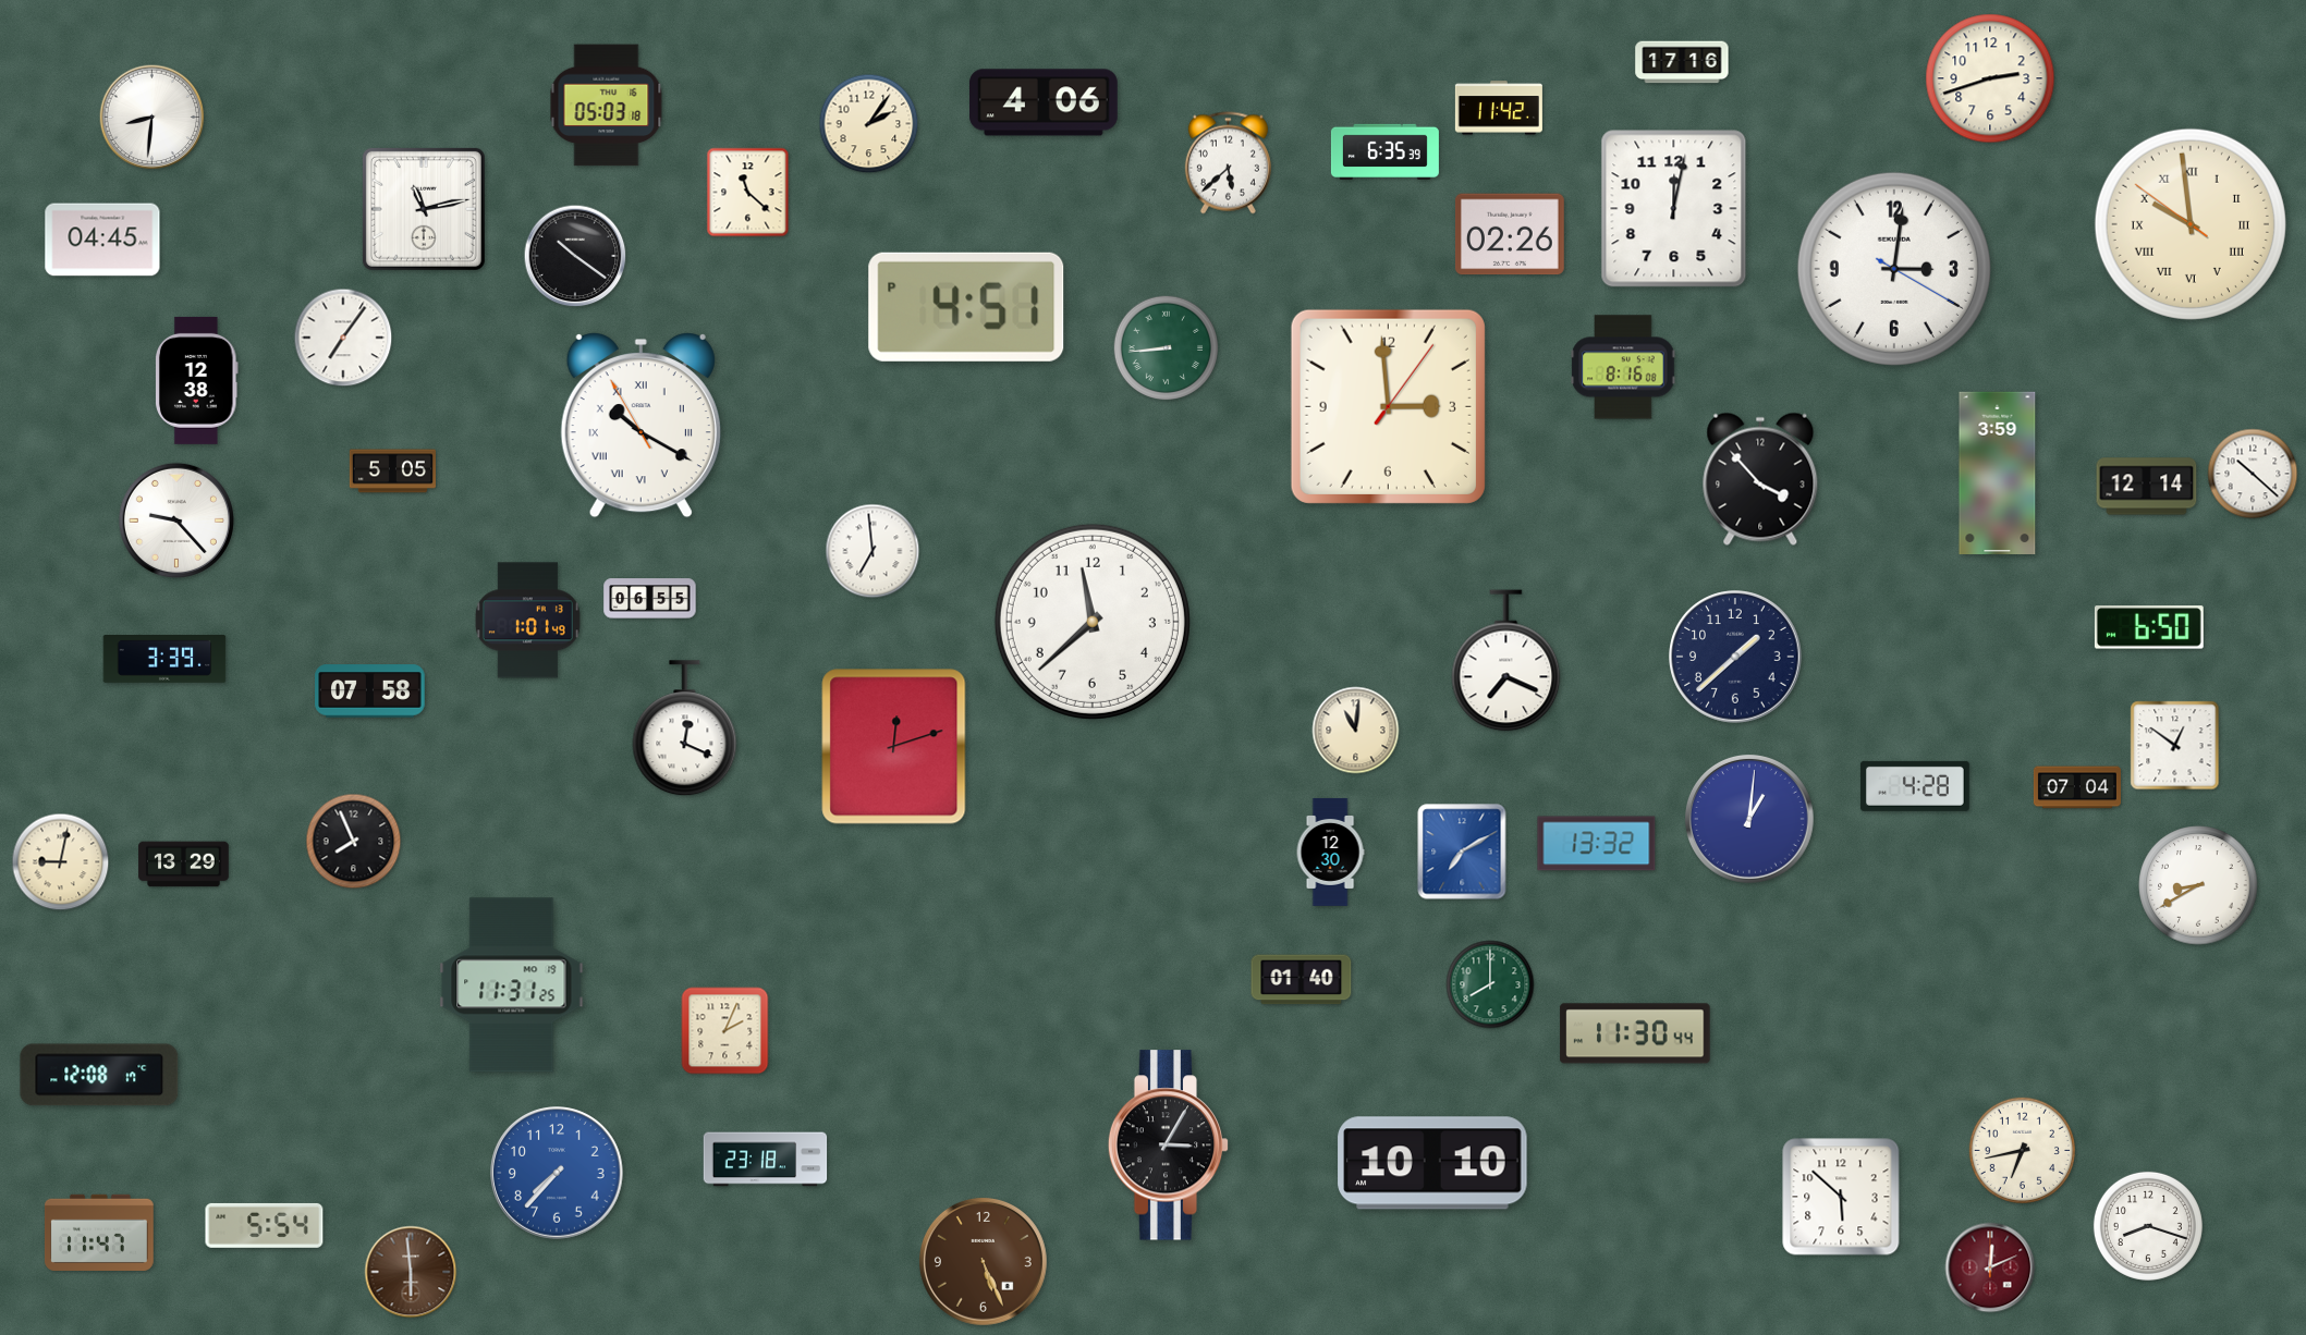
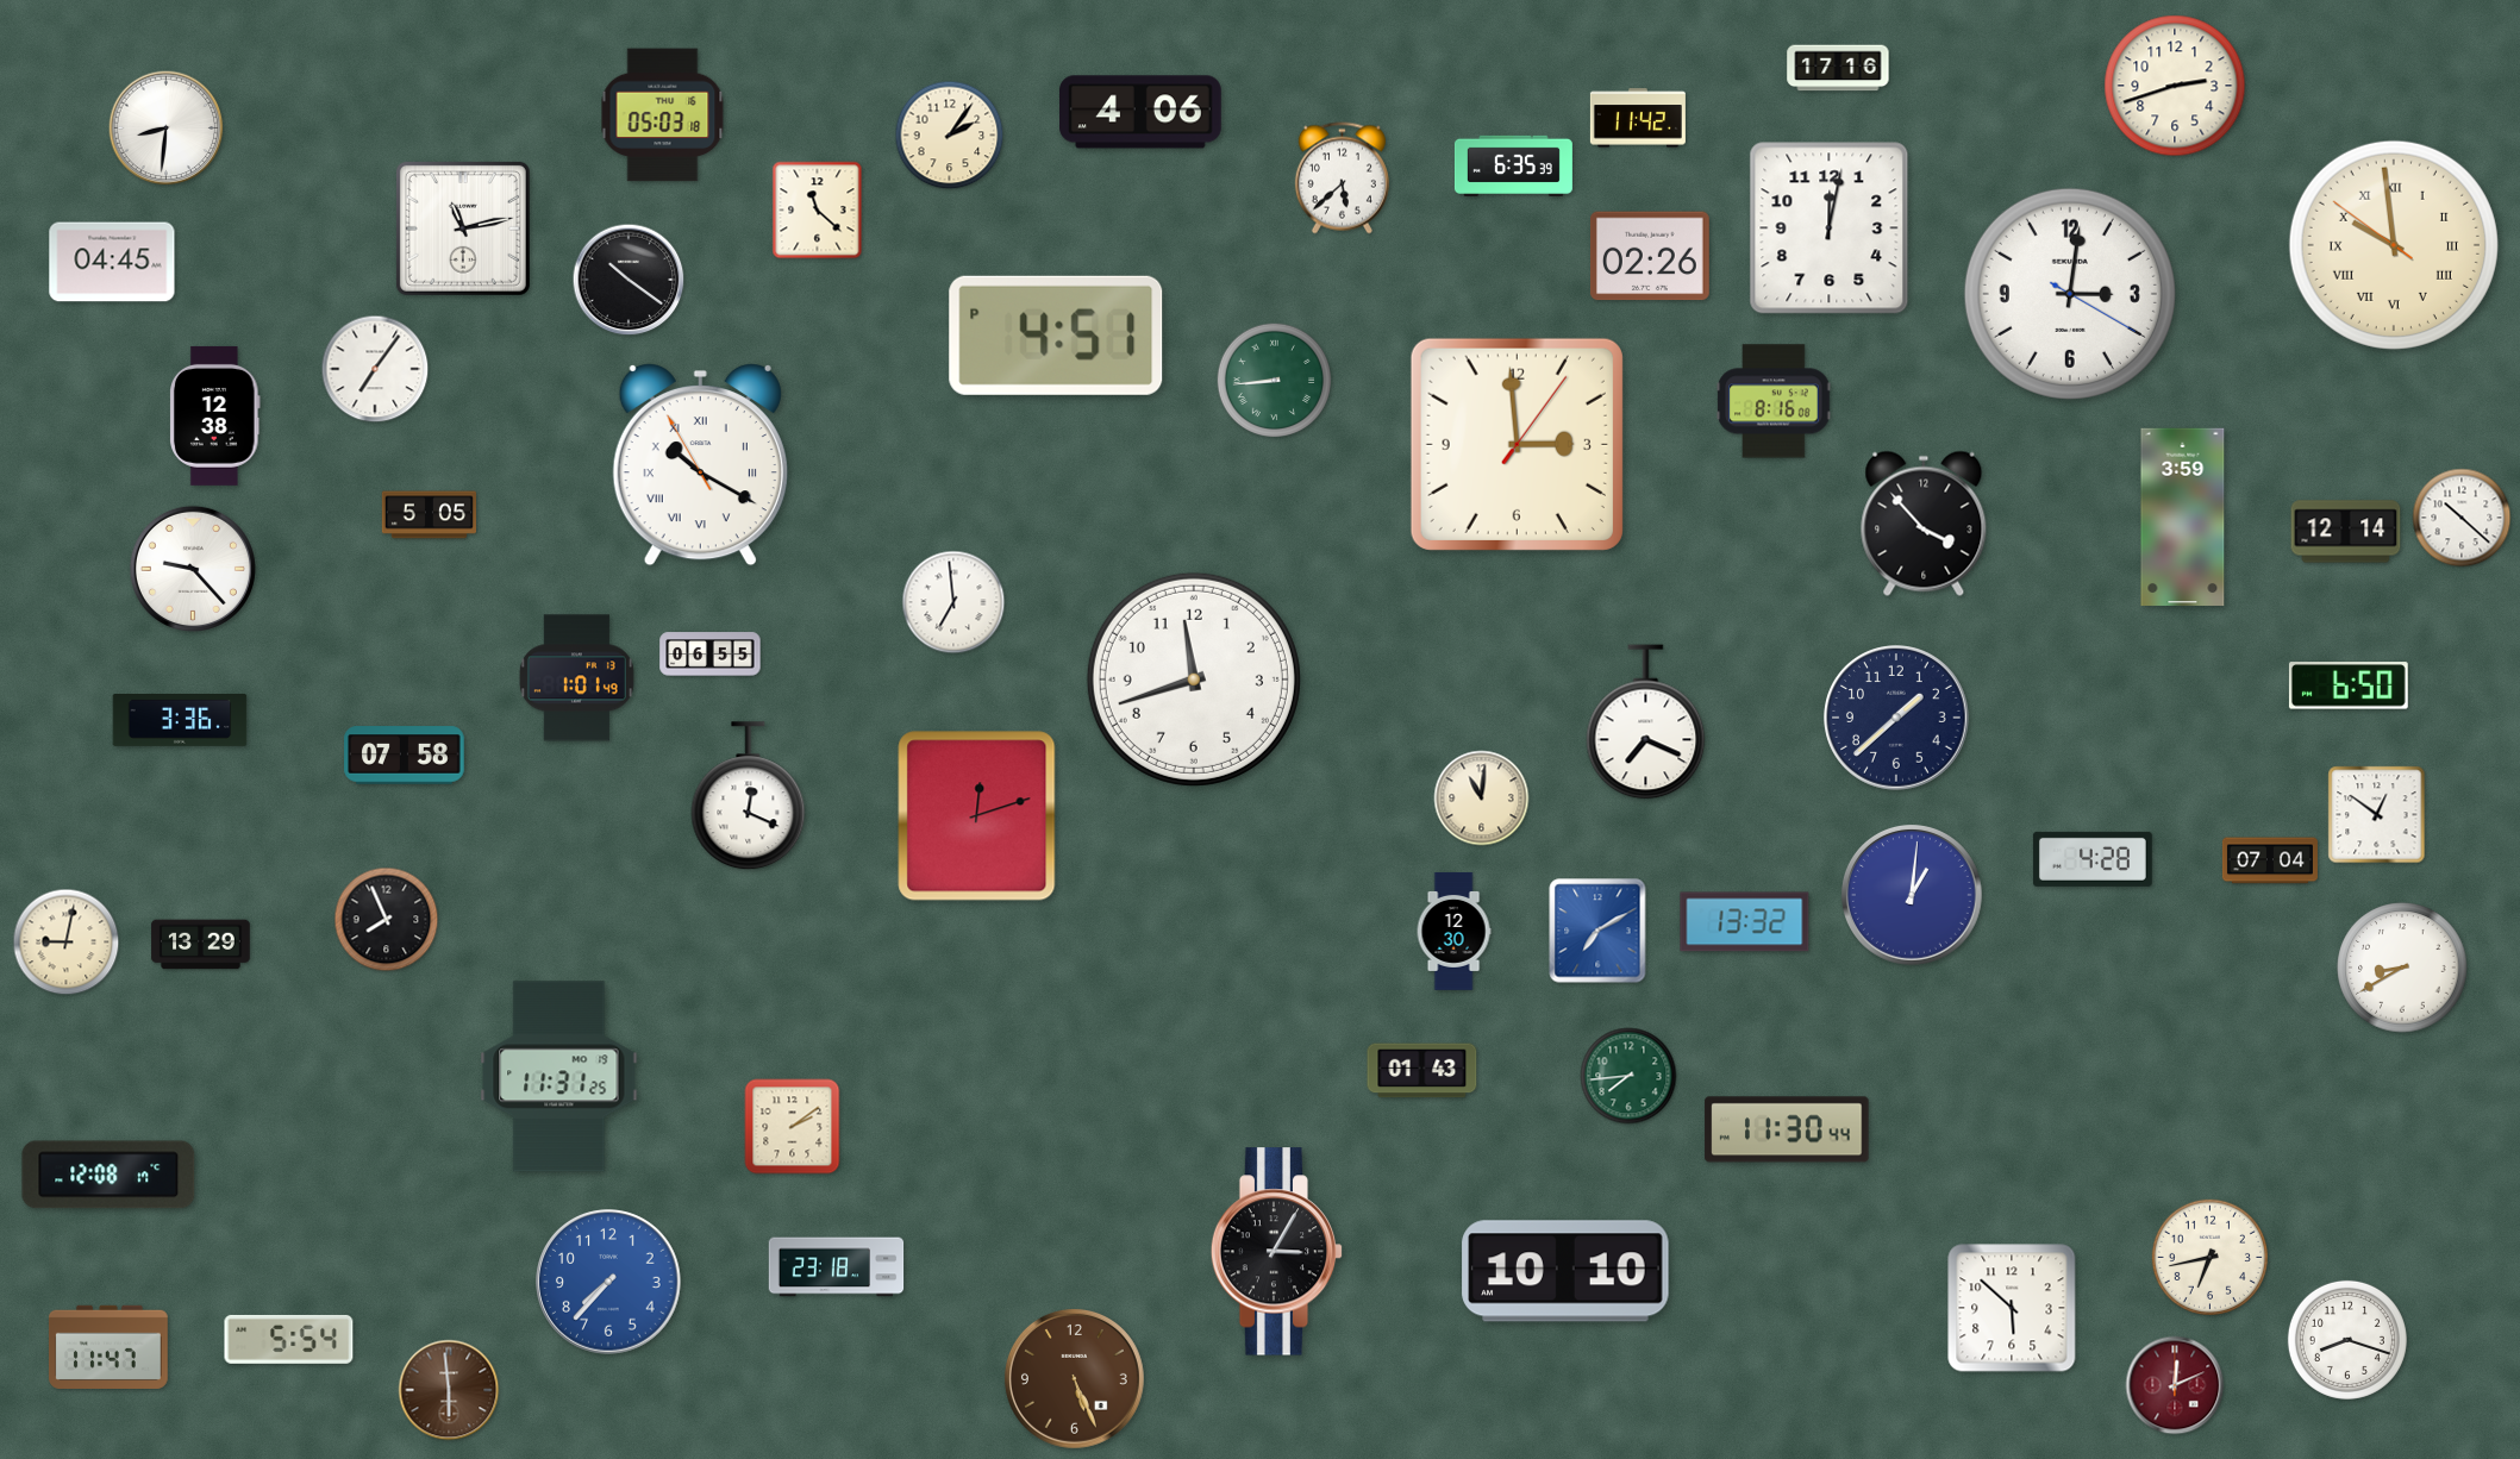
clock at (1093, 622): 11:38 -> 11:42
clock at (164, 660): 3:39 -> 3:36
clock at (1302, 980): 01:40 -> 01:43
clock at (1490, 984): 8:00 -> 7:44
clock at (725, 1031): 2:04 -> 2:09
